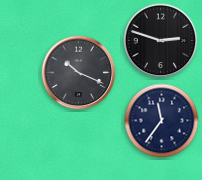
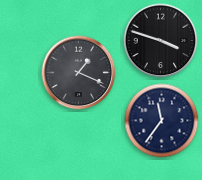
clock at (161, 41): 2:48 -> 3:48
clock at (79, 73): 10:19 -> 1:19
